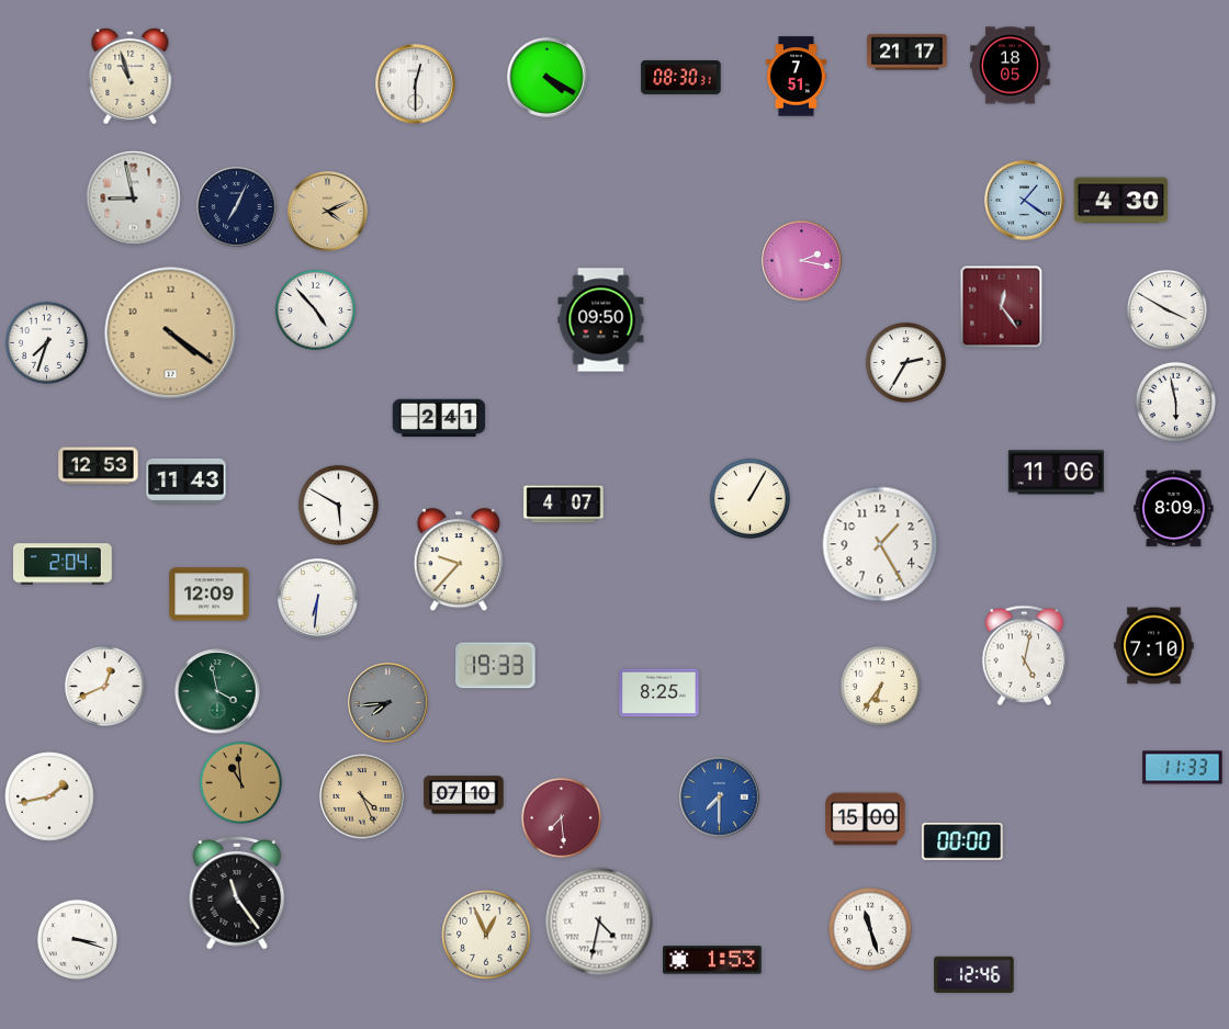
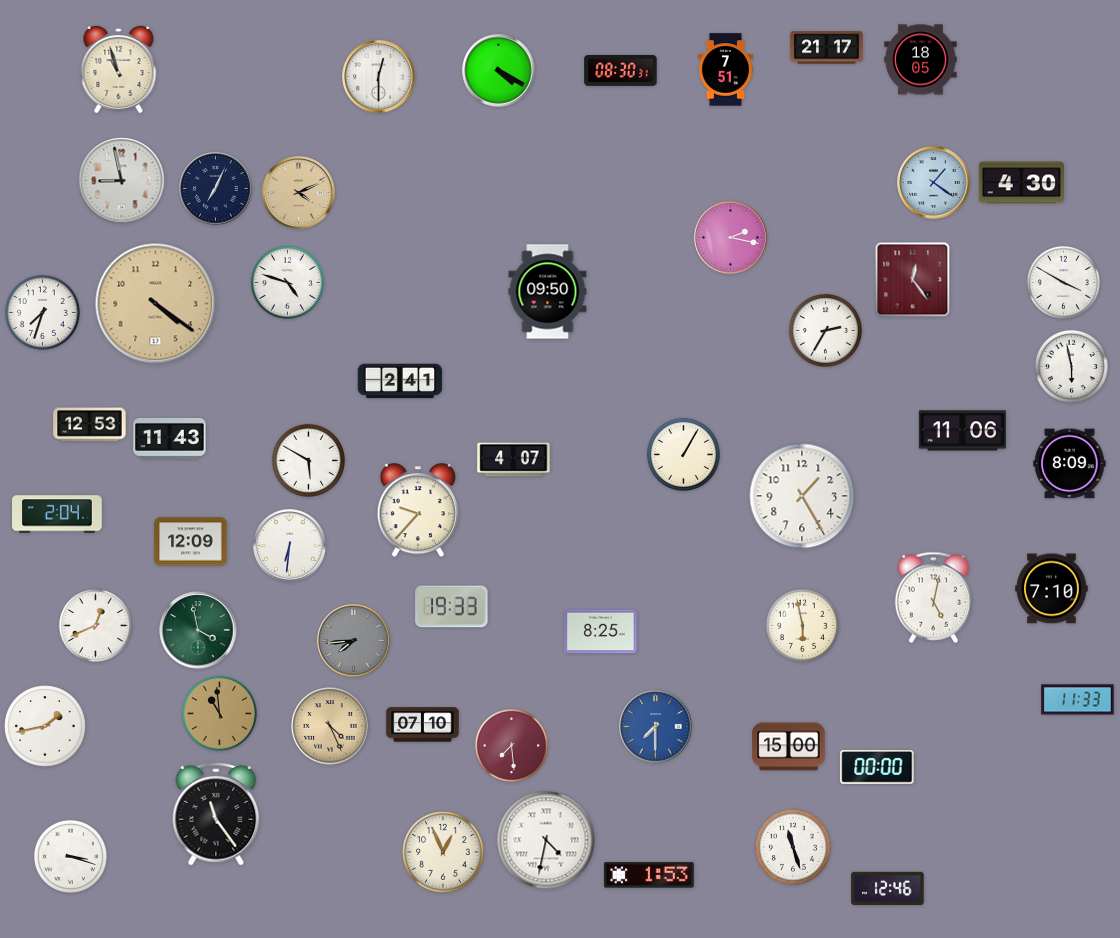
clock at (315, 309): 4:53 -> 4:48
clock at (880, 686): 6:36 -> 5:58
